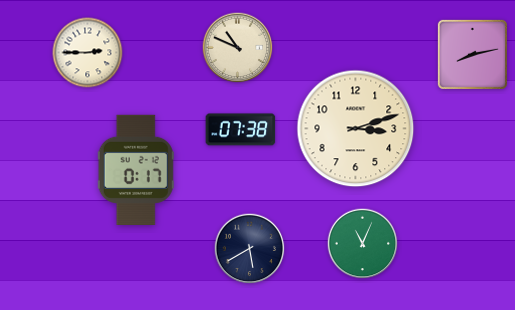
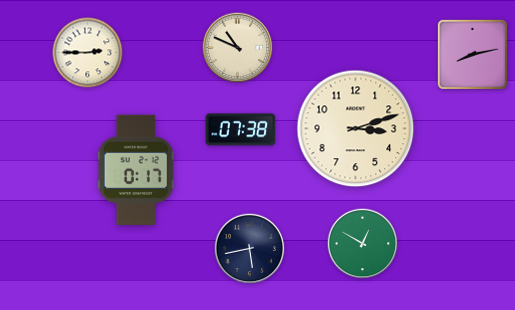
clock at (363, 244): 11:04 -> 12:50
clock at (250, 249): 5:40 -> 5:43
